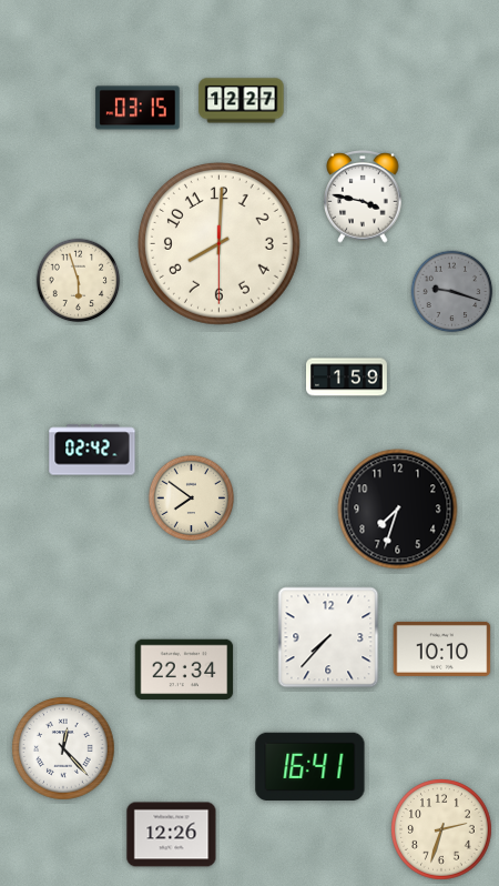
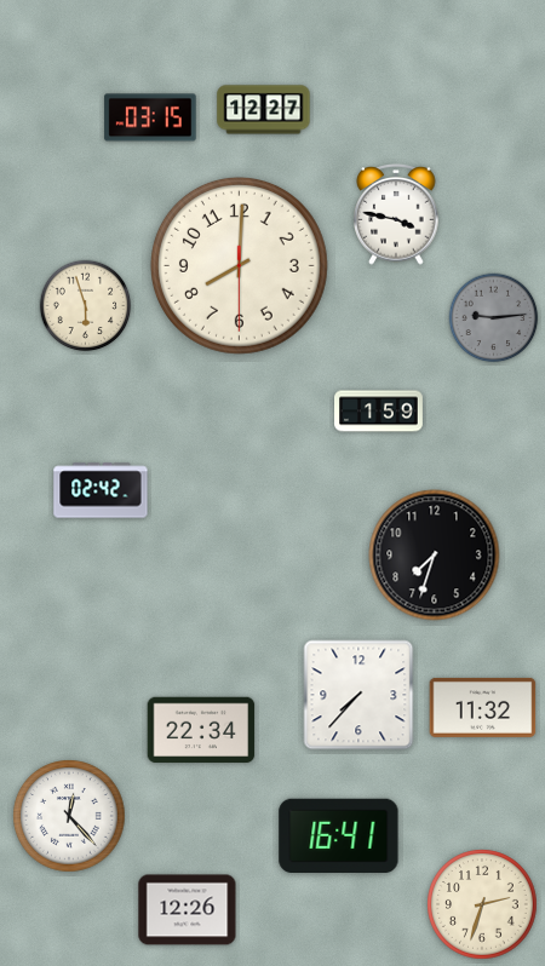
clock at (452, 292): 9:18 -> 9:14
clock at (192, 499): 7:51 -> none
clock at (442, 648): 10:10 -> 11:32
